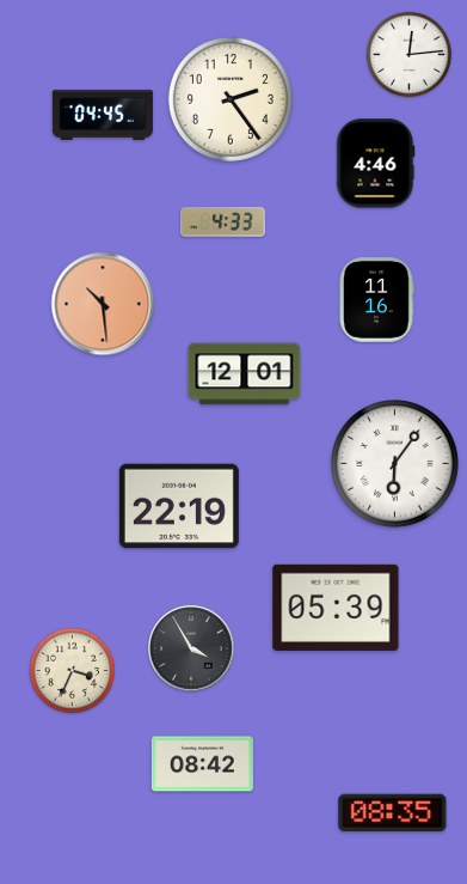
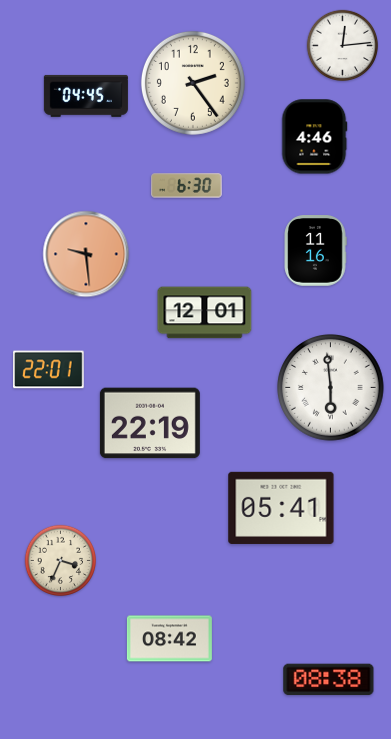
clock at (223, 222): 4:33 -> 6:30
clock at (103, 304): 10:29 -> 9:29
clock at (49, 370): none -> 22:01
clock at (395, 464): 6:06 -> 5:59
clock at (336, 608): 05:39 -> 05:41
clock at (191, 648): 3:55 -> none
clock at (393, 813): 08:35 -> 08:38
